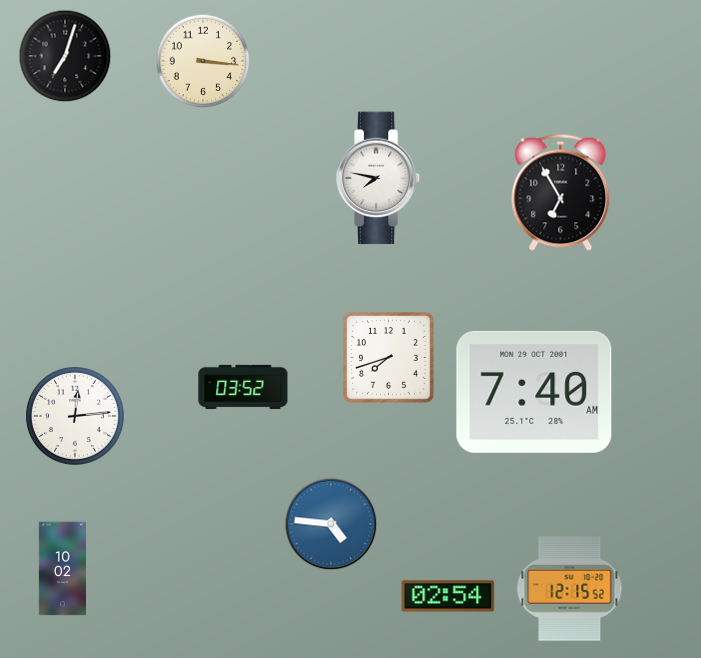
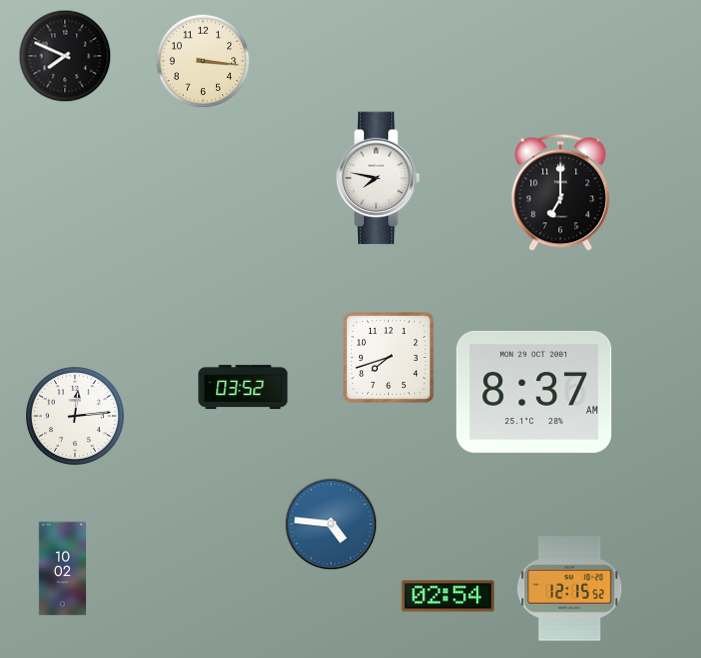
clock at (65, 56): 7:03 -> 7:49
clock at (561, 192): 6:55 -> 7:00
clock at (534, 392): 7:40 -> 8:37
